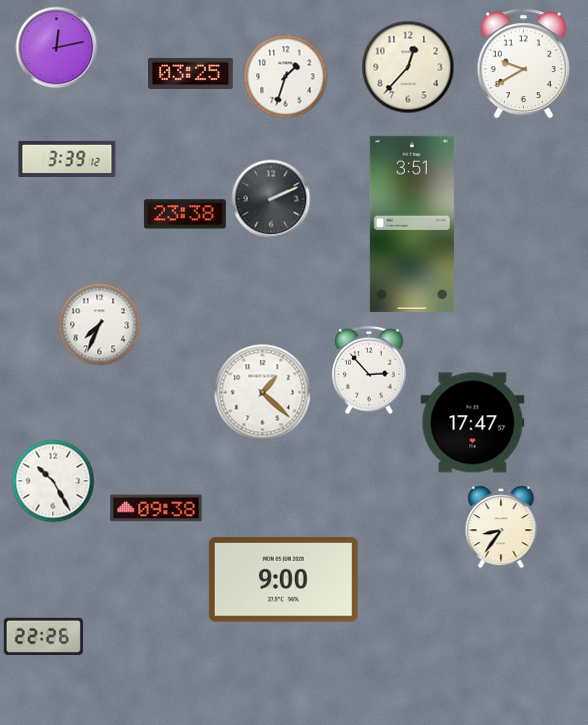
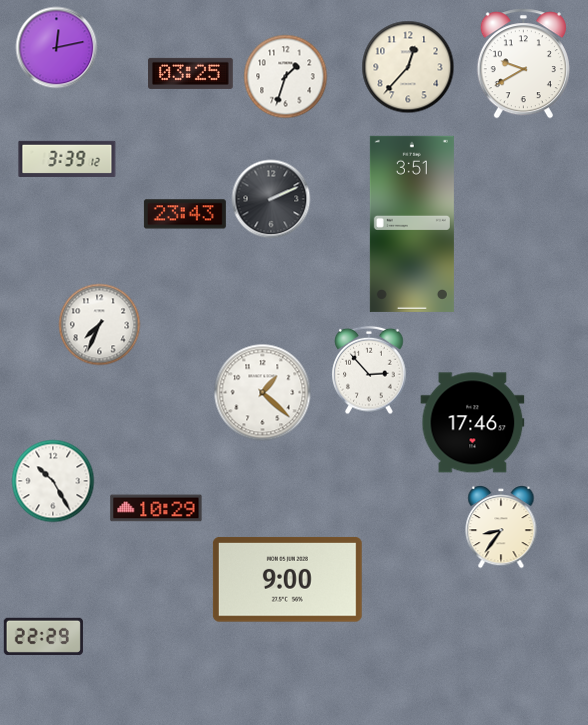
clock at (185, 214): 23:38 -> 23:43
clock at (473, 423): 17:47 -> 17:46
clock at (156, 508): 09:38 -> 10:29
clock at (283, 580) position: (283, 580) -> (287, 580)
clock at (43, 636): 22:26 -> 22:29
